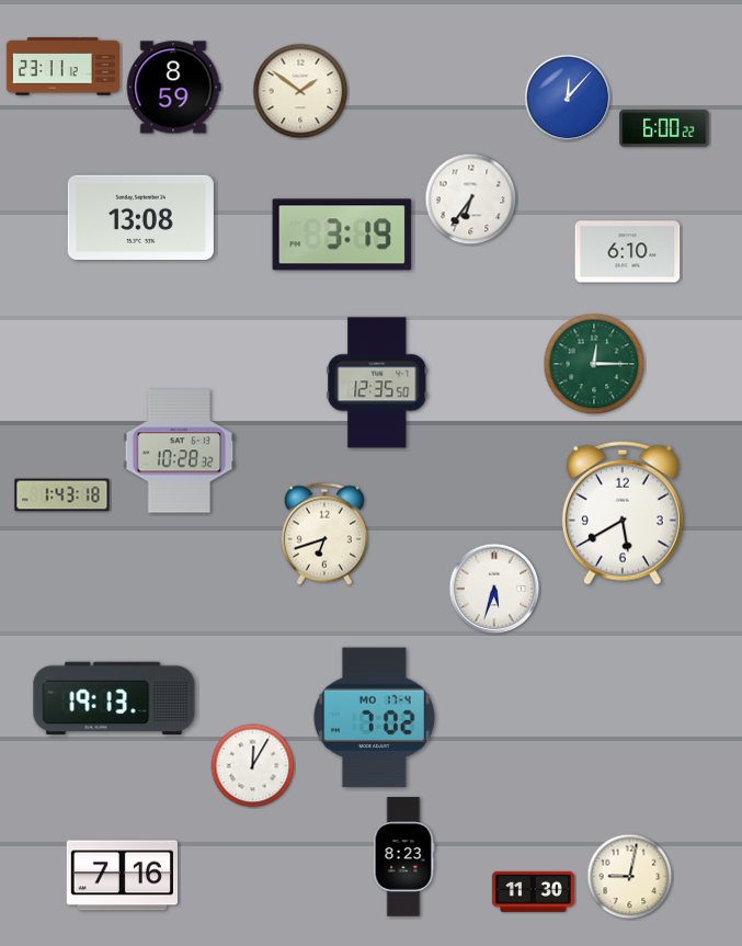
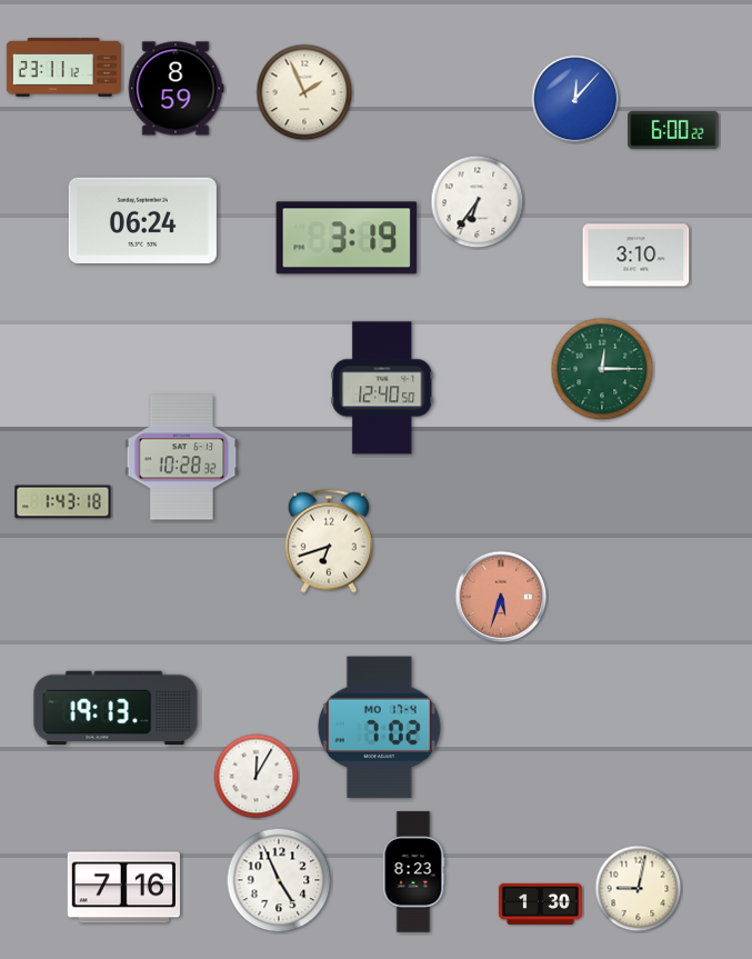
clock at (300, 91): 1:51 -> 1:56
clock at (140, 218): 13:08 -> 06:24
clock at (628, 252): 6:10 -> 3:10
clock at (377, 383): 12:35 -> 12:40
clock at (623, 513): 5:40 -> none
clock at (494, 589) dial: white -> salmon
clock at (403, 857) position: (403, 857) -> (413, 872)
clock at (279, 880): none -> 4:56
clock at (533, 891): 11:30 -> 1:30
